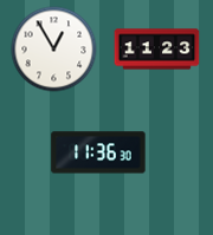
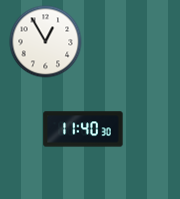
clock at (157, 50): 11:23 -> none
clock at (98, 152): 11:36 -> 11:40
